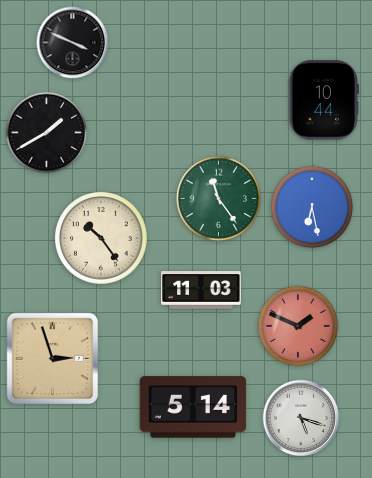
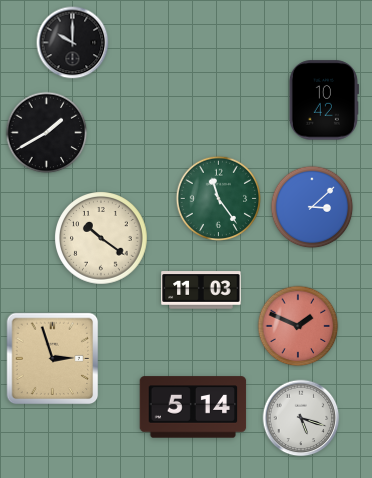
clock at (73, 43): 3:49 -> 10:00
clock at (324, 100): 10:44 -> 10:42
clock at (312, 207): 6:28 -> 3:08
clock at (102, 239): 10:24 -> 10:21
